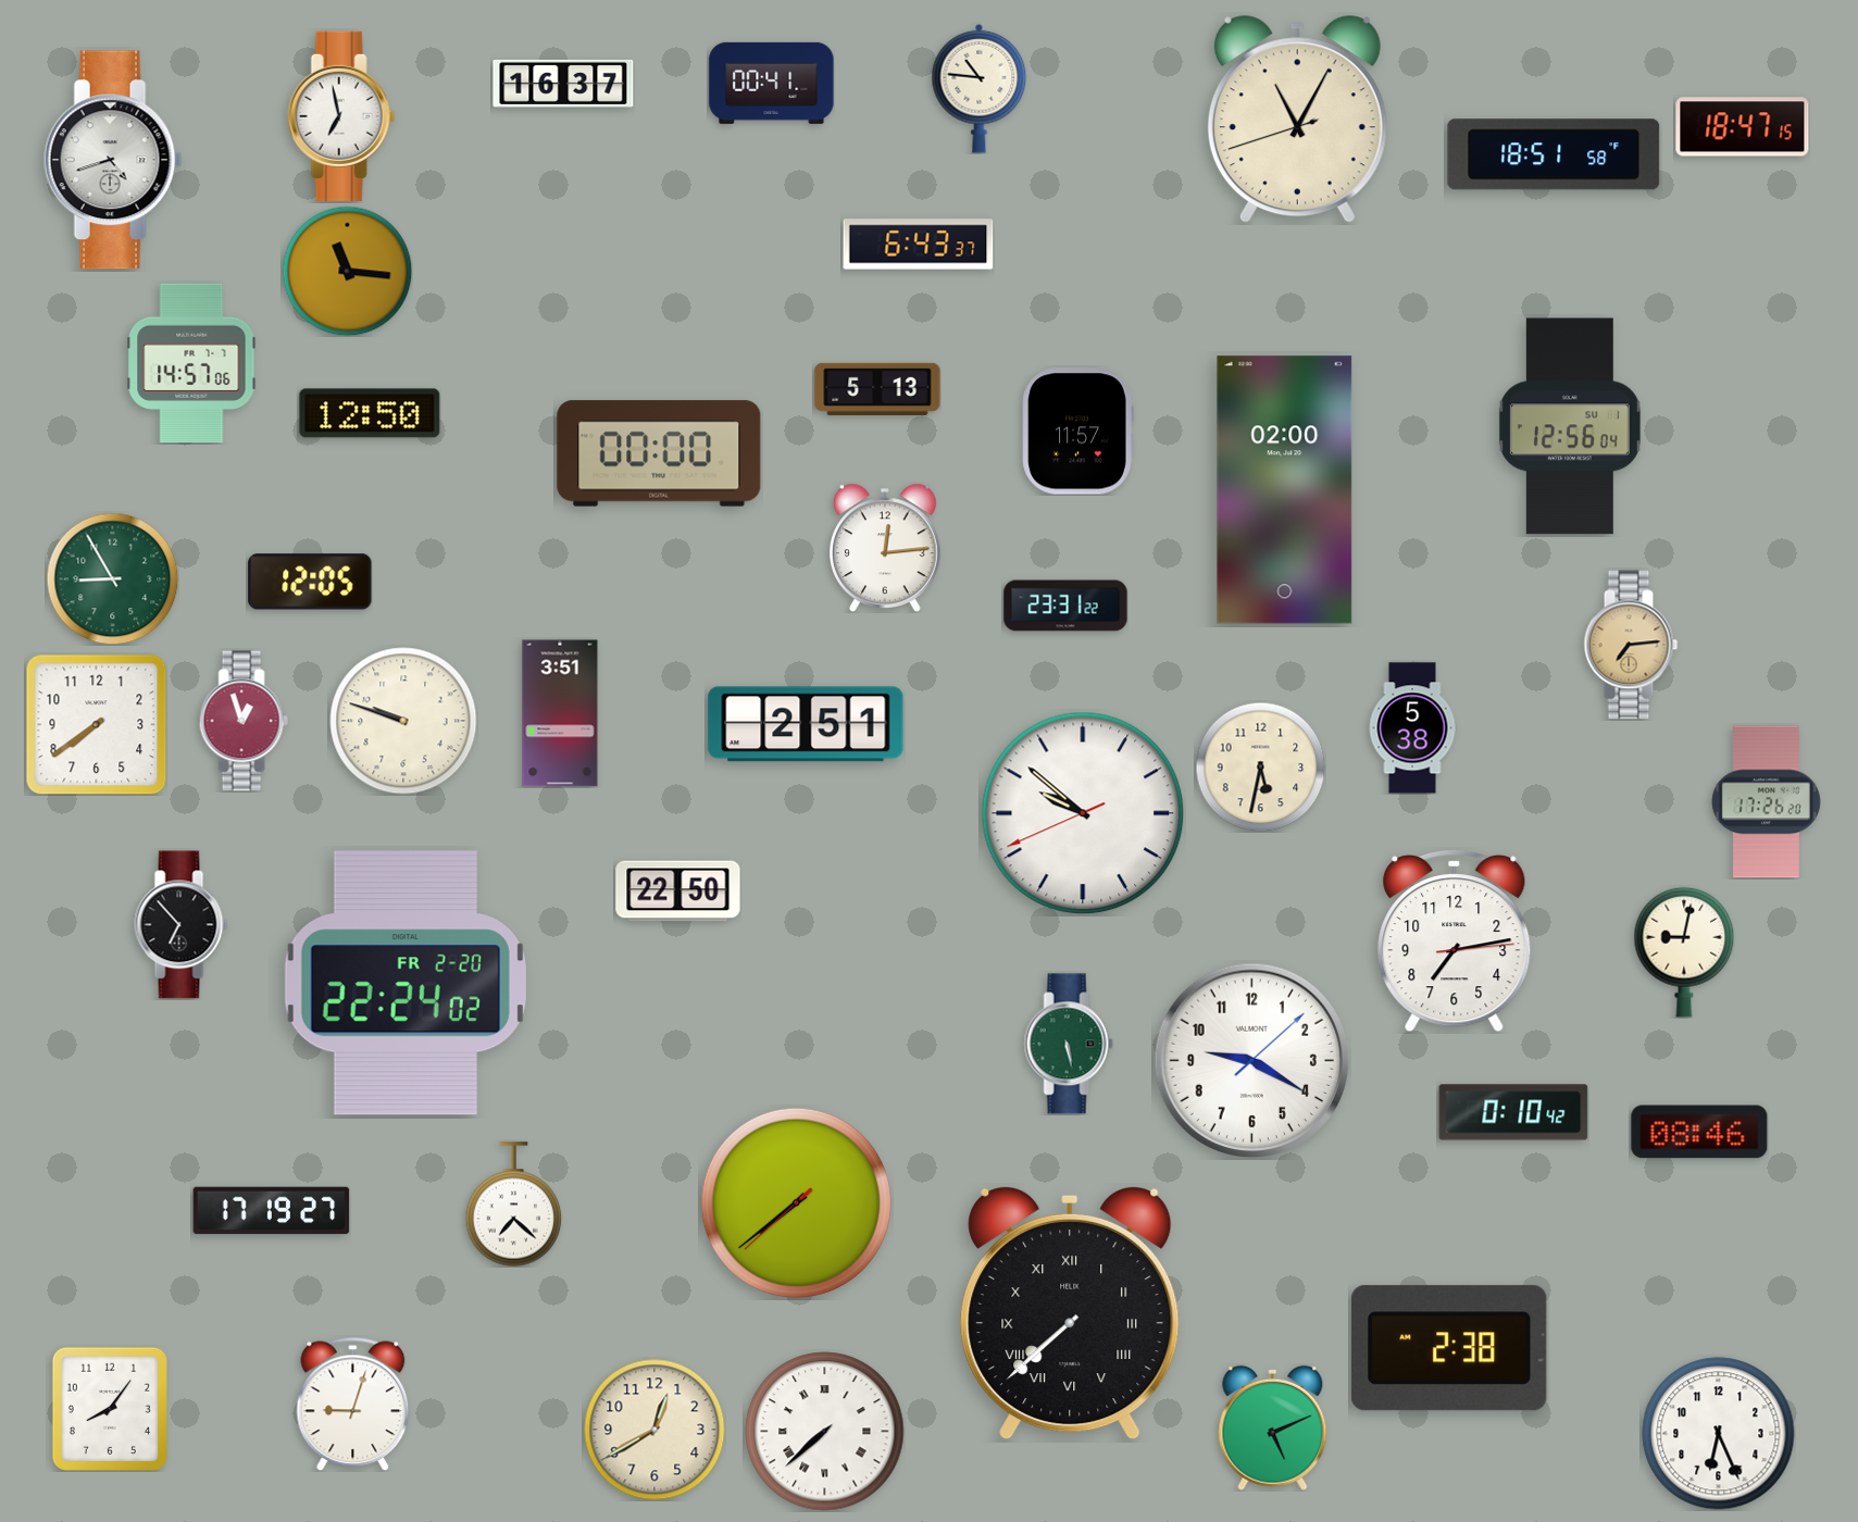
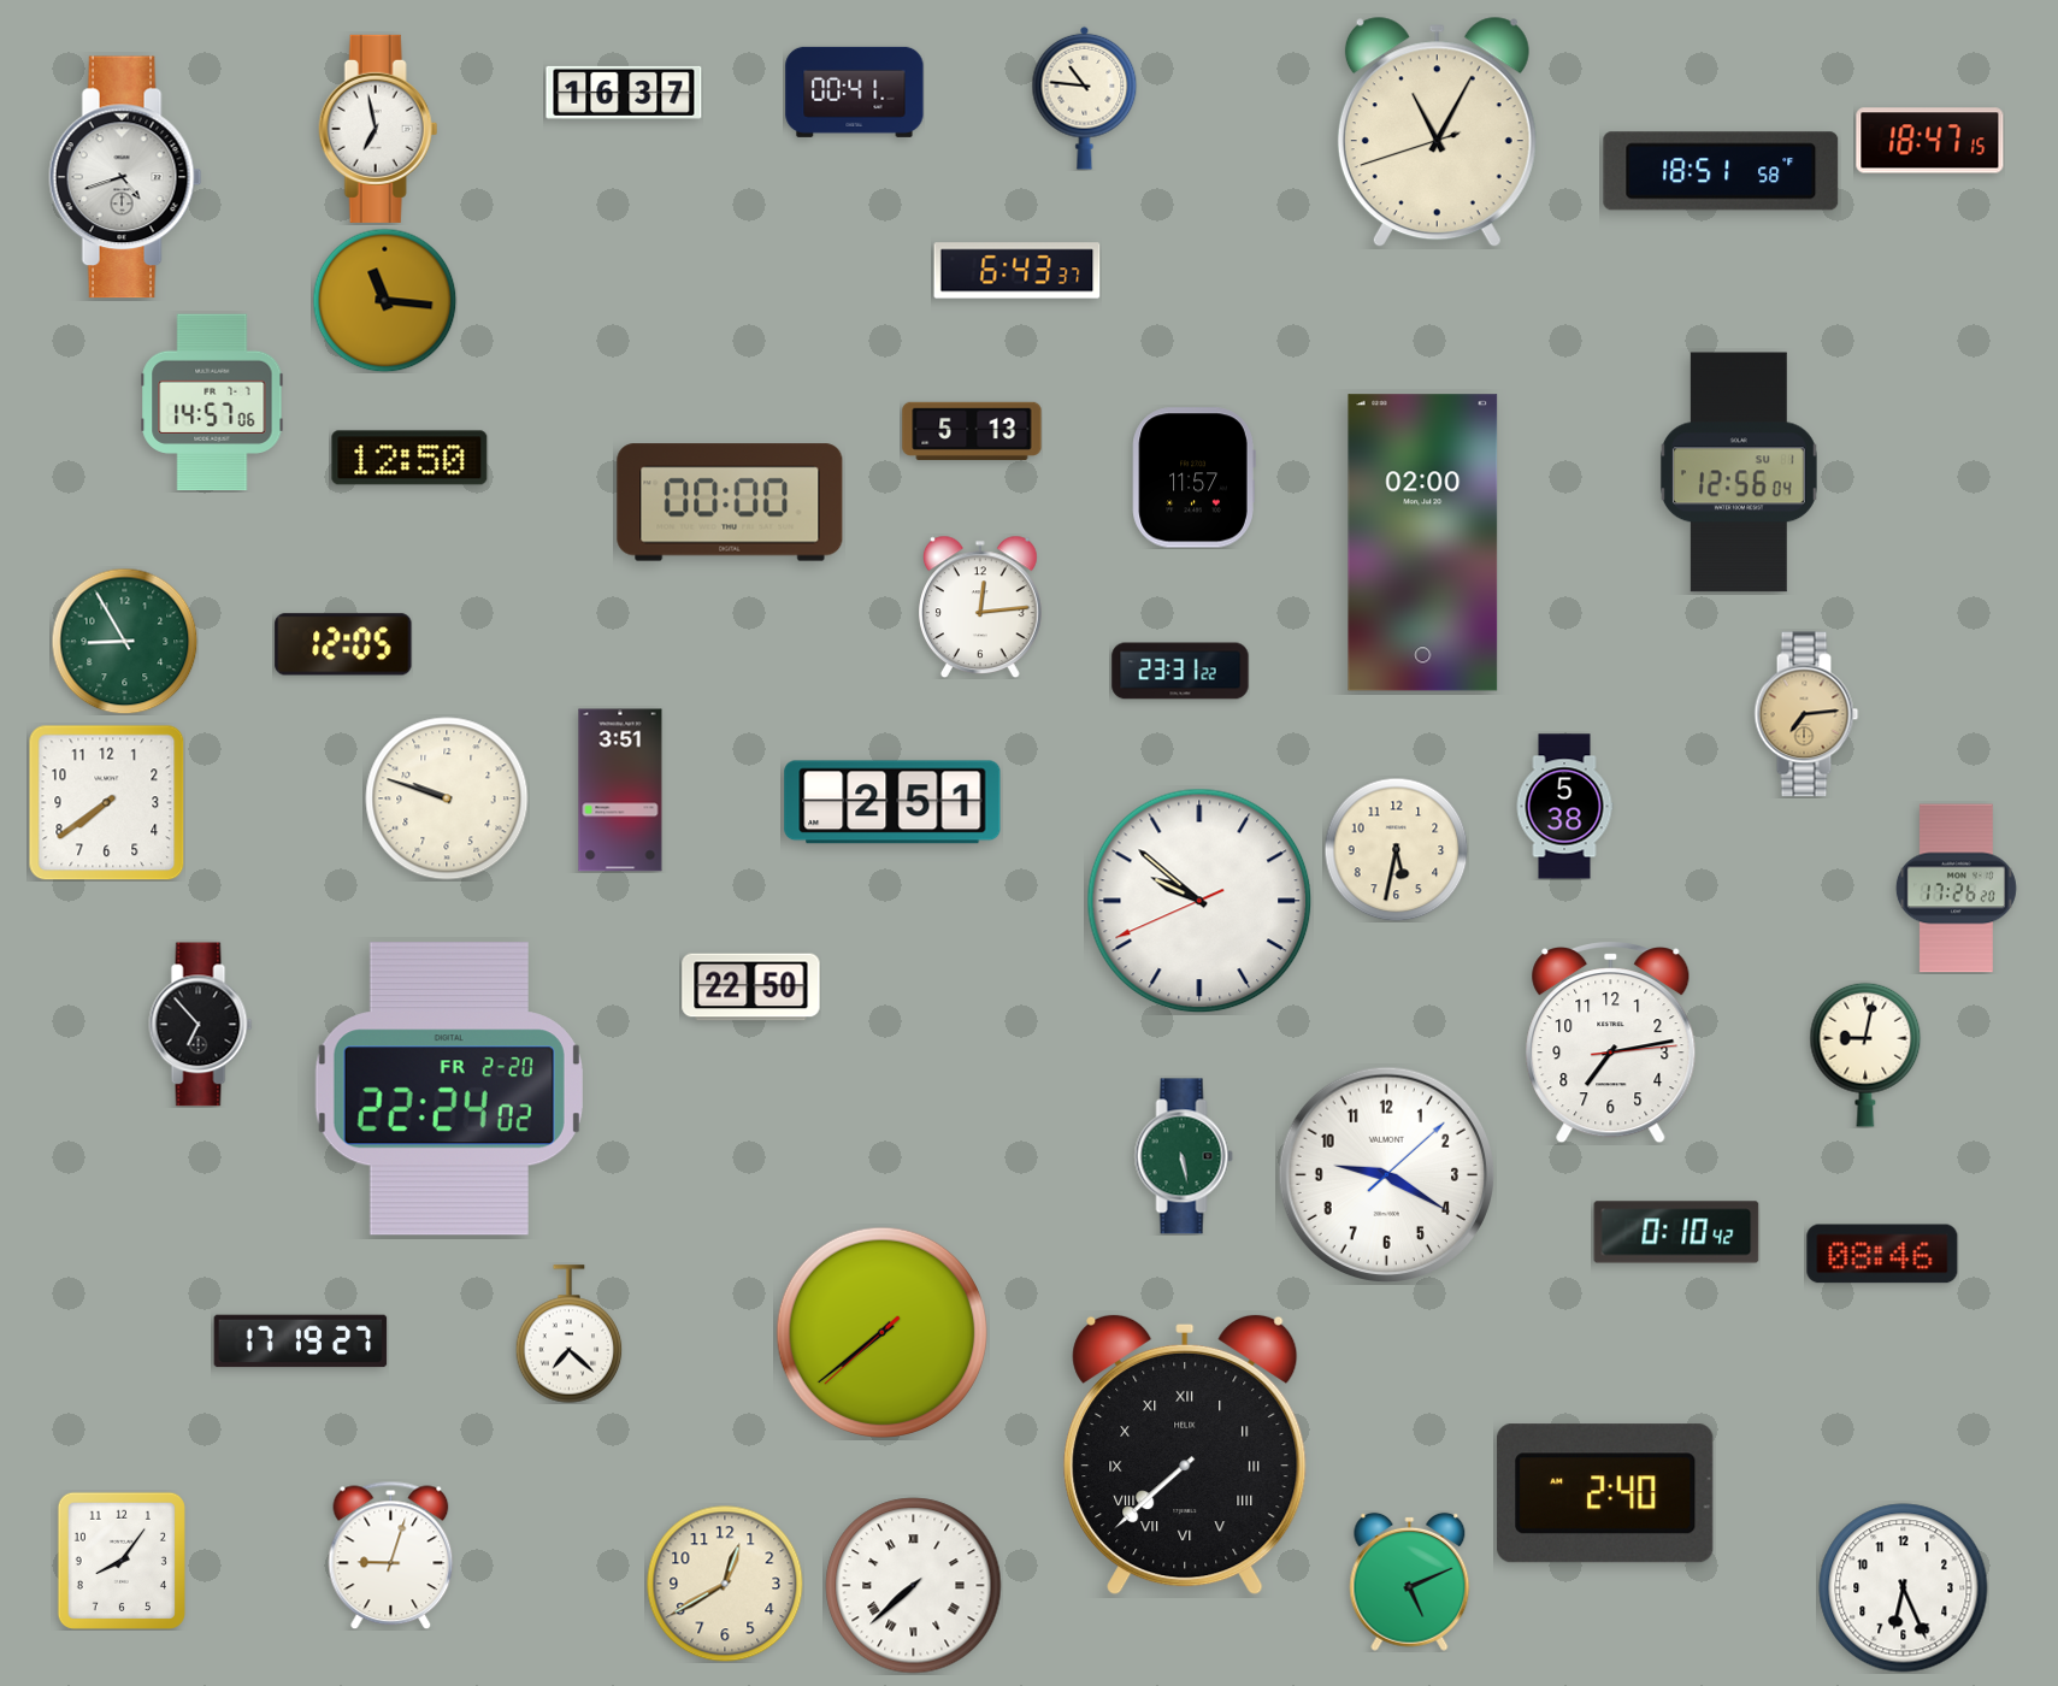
clock at (244, 721): 12:57 -> none
clock at (1449, 1348): 2:38 -> 2:40
